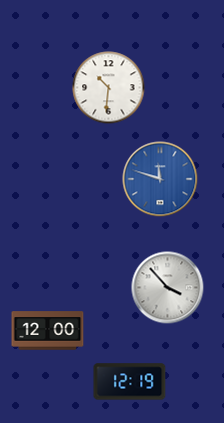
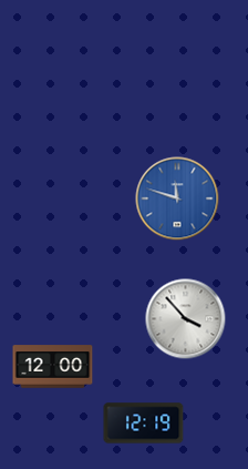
clock at (109, 88): 10:31 -> none
